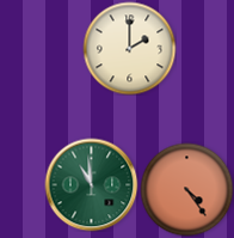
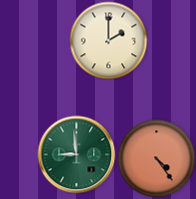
clock at (91, 184): 10:59 -> 8:59
